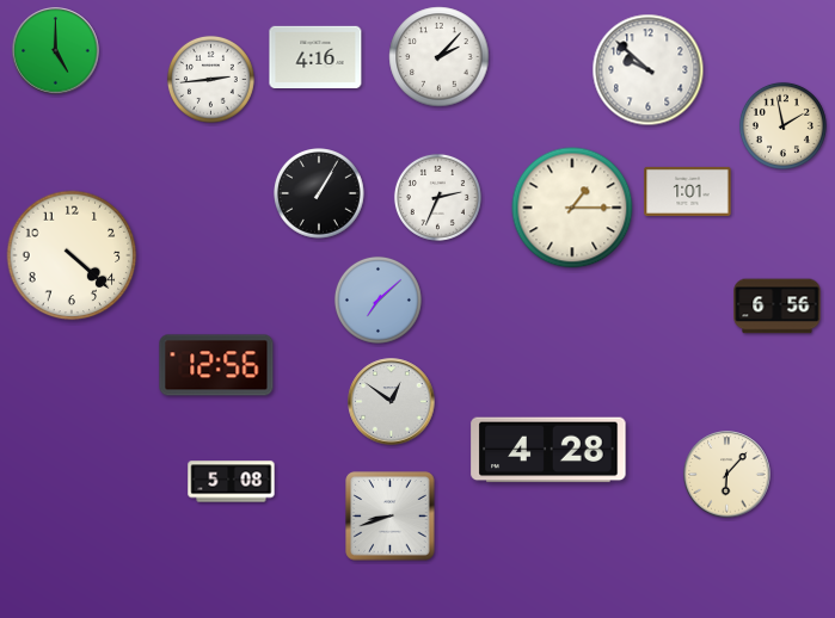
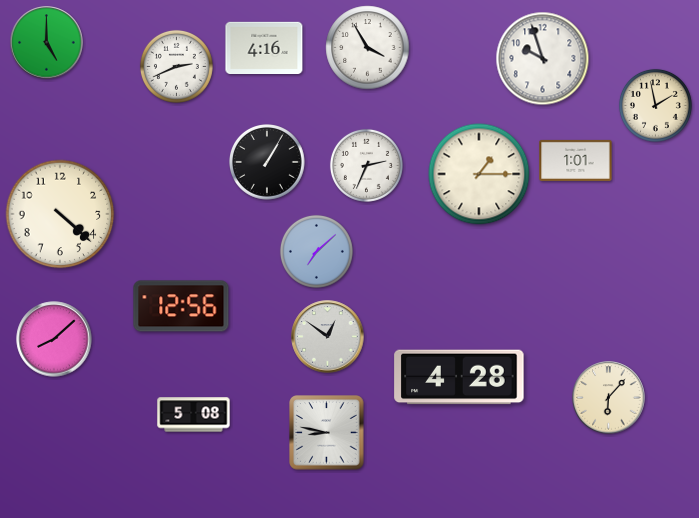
clock at (440, 57): 2:07 -> 3:55
clock at (649, 70): 9:52 -> 9:57
clock at (210, 79): 2:44 -> 2:41
clock at (778, 307): 6:56 -> none
clock at (54, 339): none -> 8:08
clock at (232, 482) position: (232, 482) -> (194, 415)
clock at (391, 517): 8:42 -> 8:47
